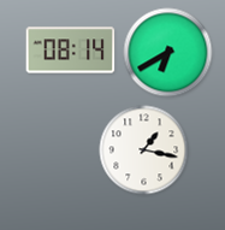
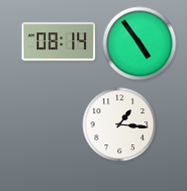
clock at (168, 53): 6:40 -> 4:54
clock at (144, 151): 1:17 -> 1:16
